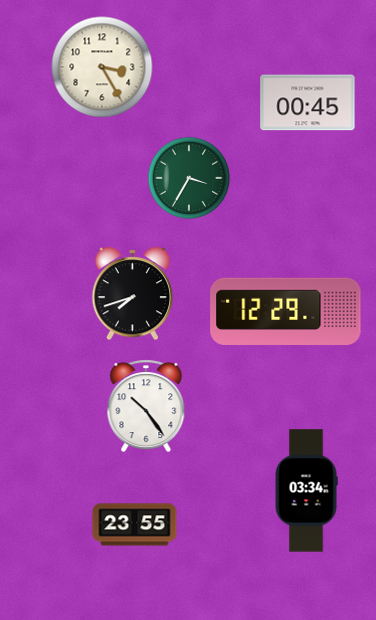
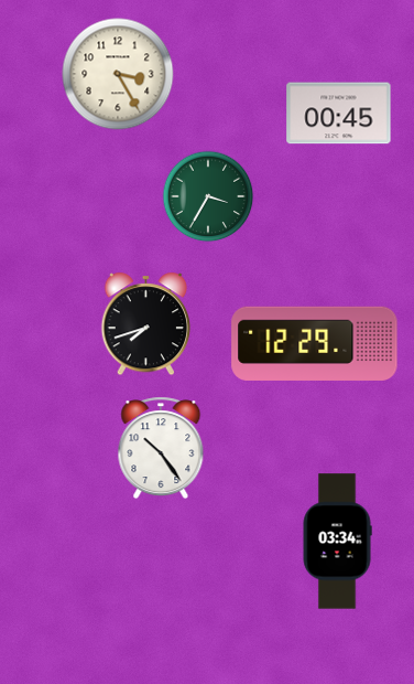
clock at (102, 67) position: (102, 67) -> (118, 74)
clock at (135, 525): 23:55 -> none
